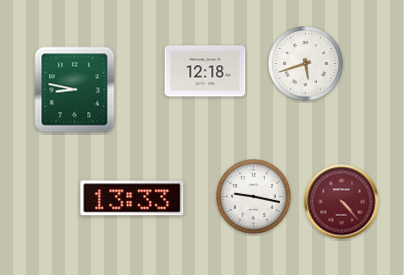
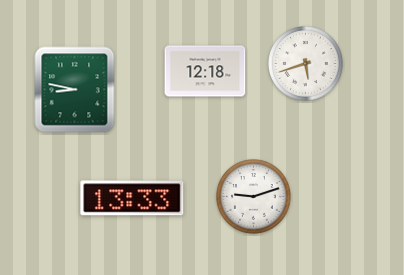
clock at (254, 197): 9:17 -> 9:12
clock at (342, 202): 4:23 -> none
